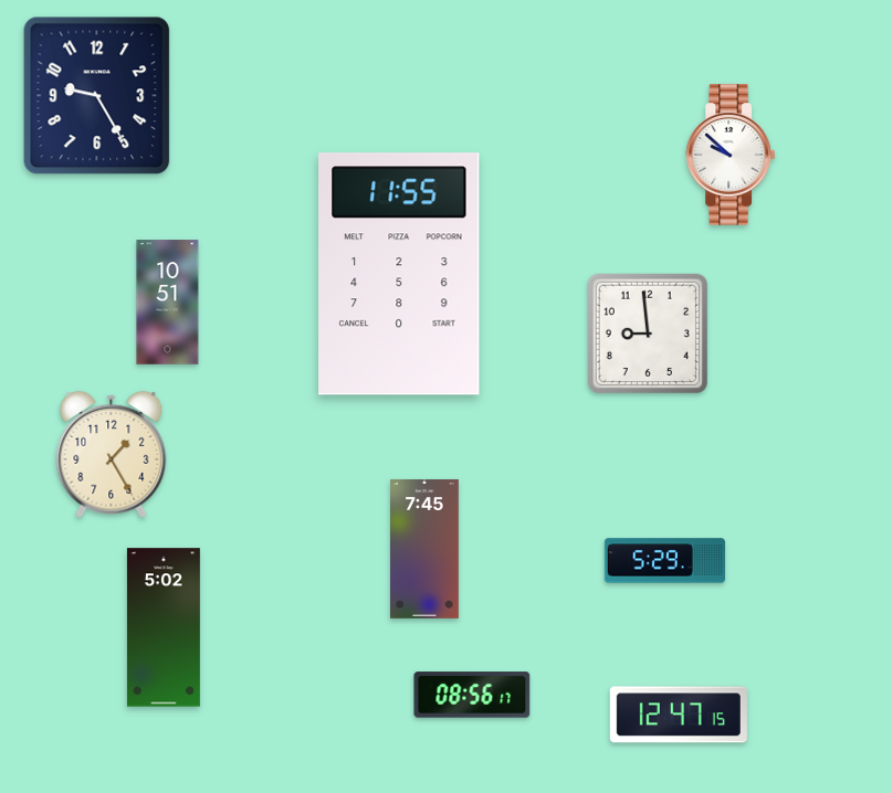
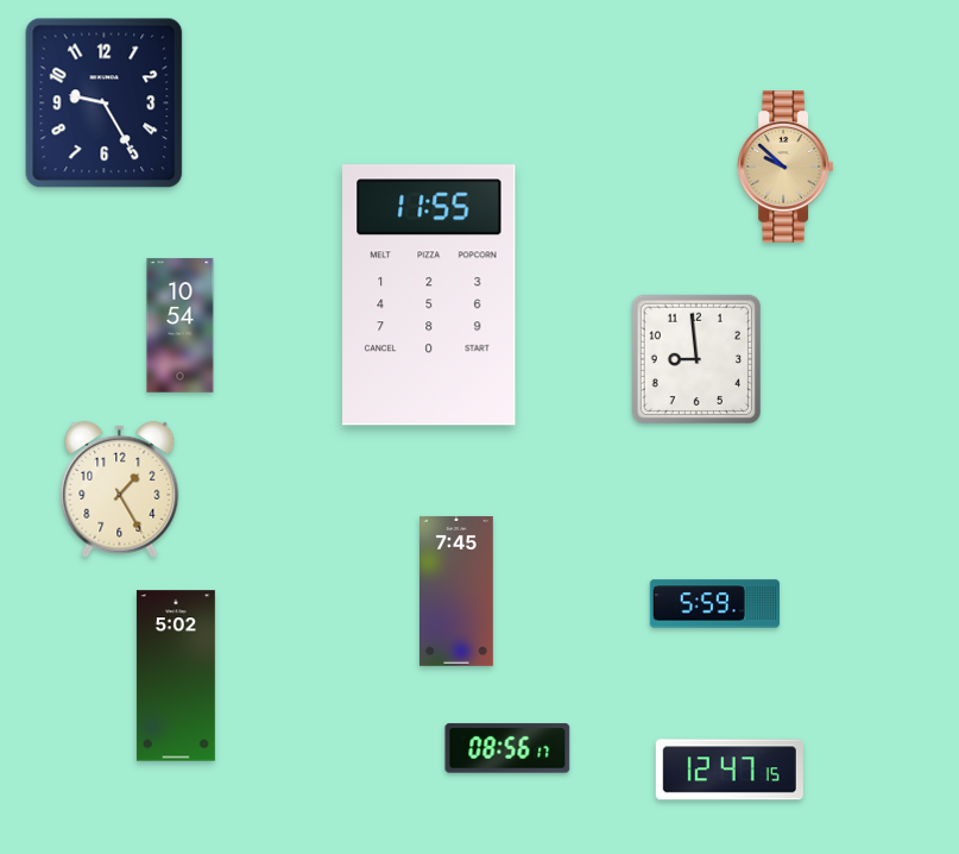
clock at (730, 155) dial: white -> champagne
clock at (168, 303): 10:51 -> 10:54
clock at (664, 561): 5:29 -> 5:59
